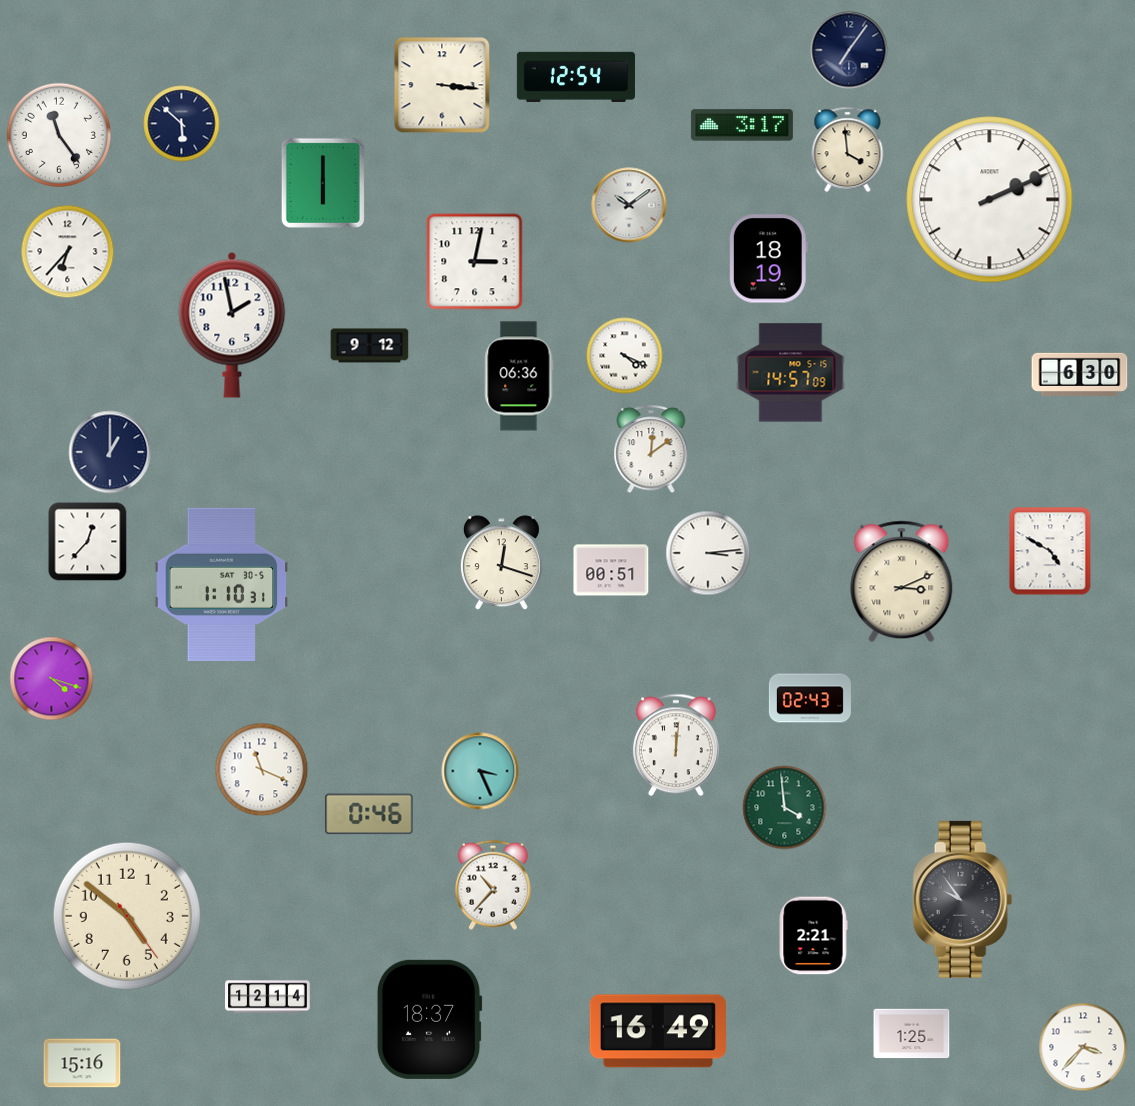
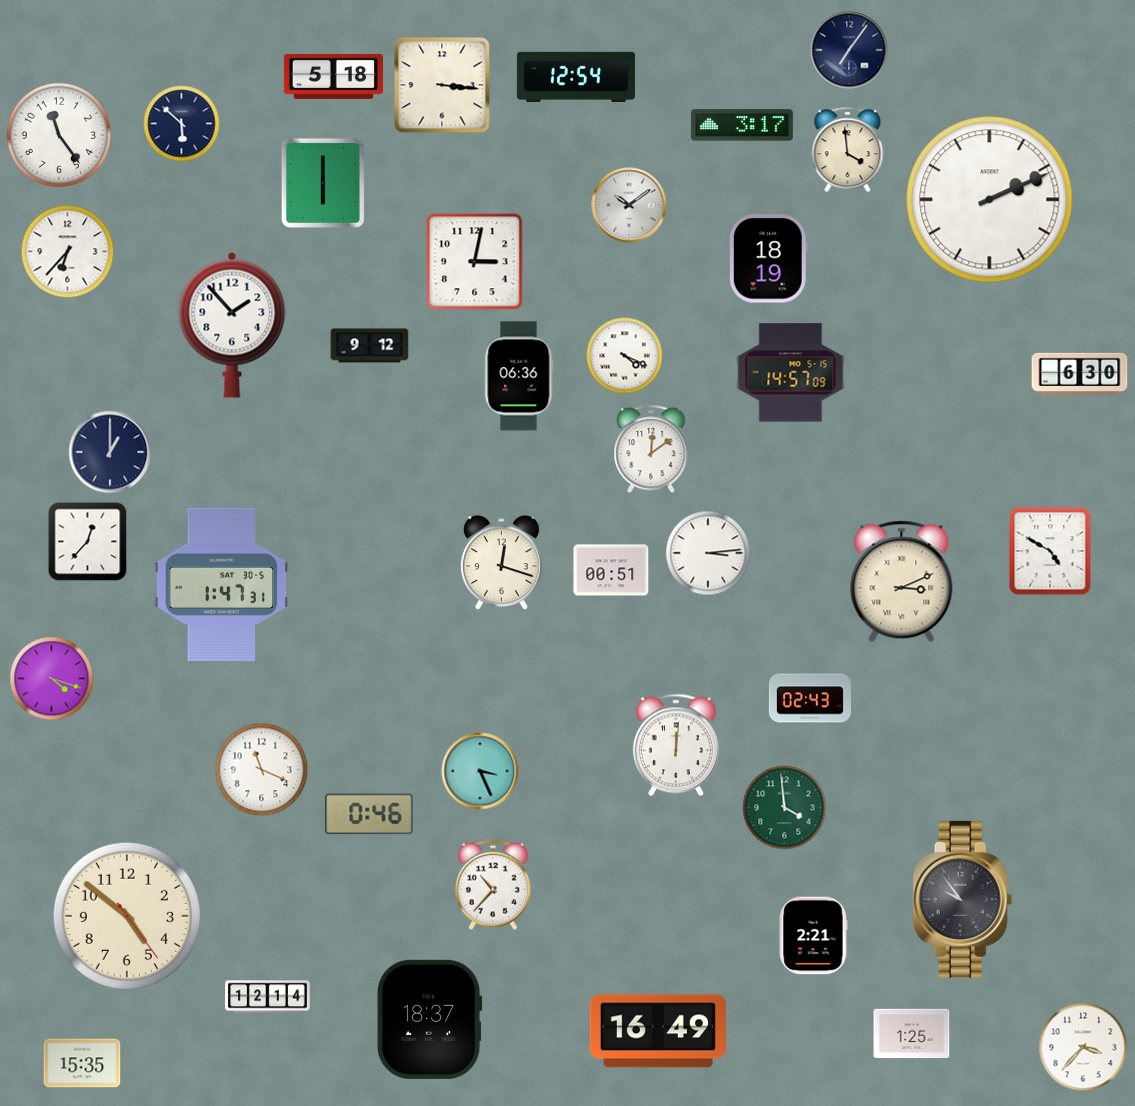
clock at (333, 76): none -> 5:18
clock at (232, 325): 1:58 -> 1:53
clock at (222, 585): 1:10 -> 1:47
clock at (82, 1063): 15:16 -> 15:35
